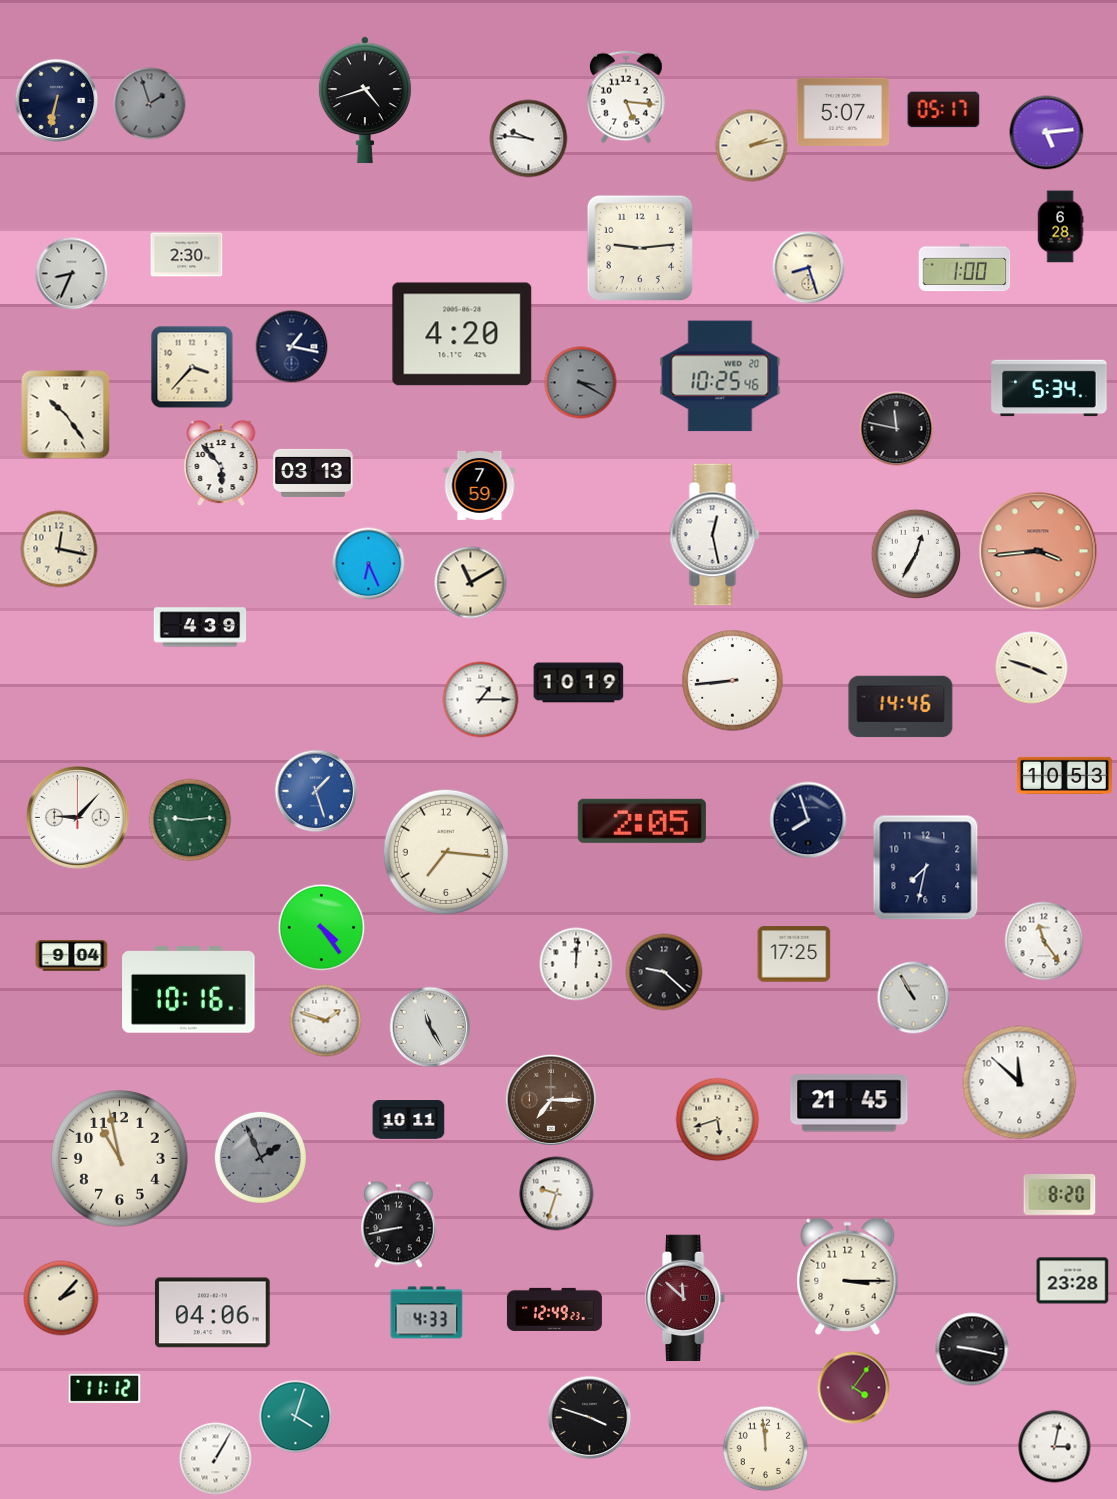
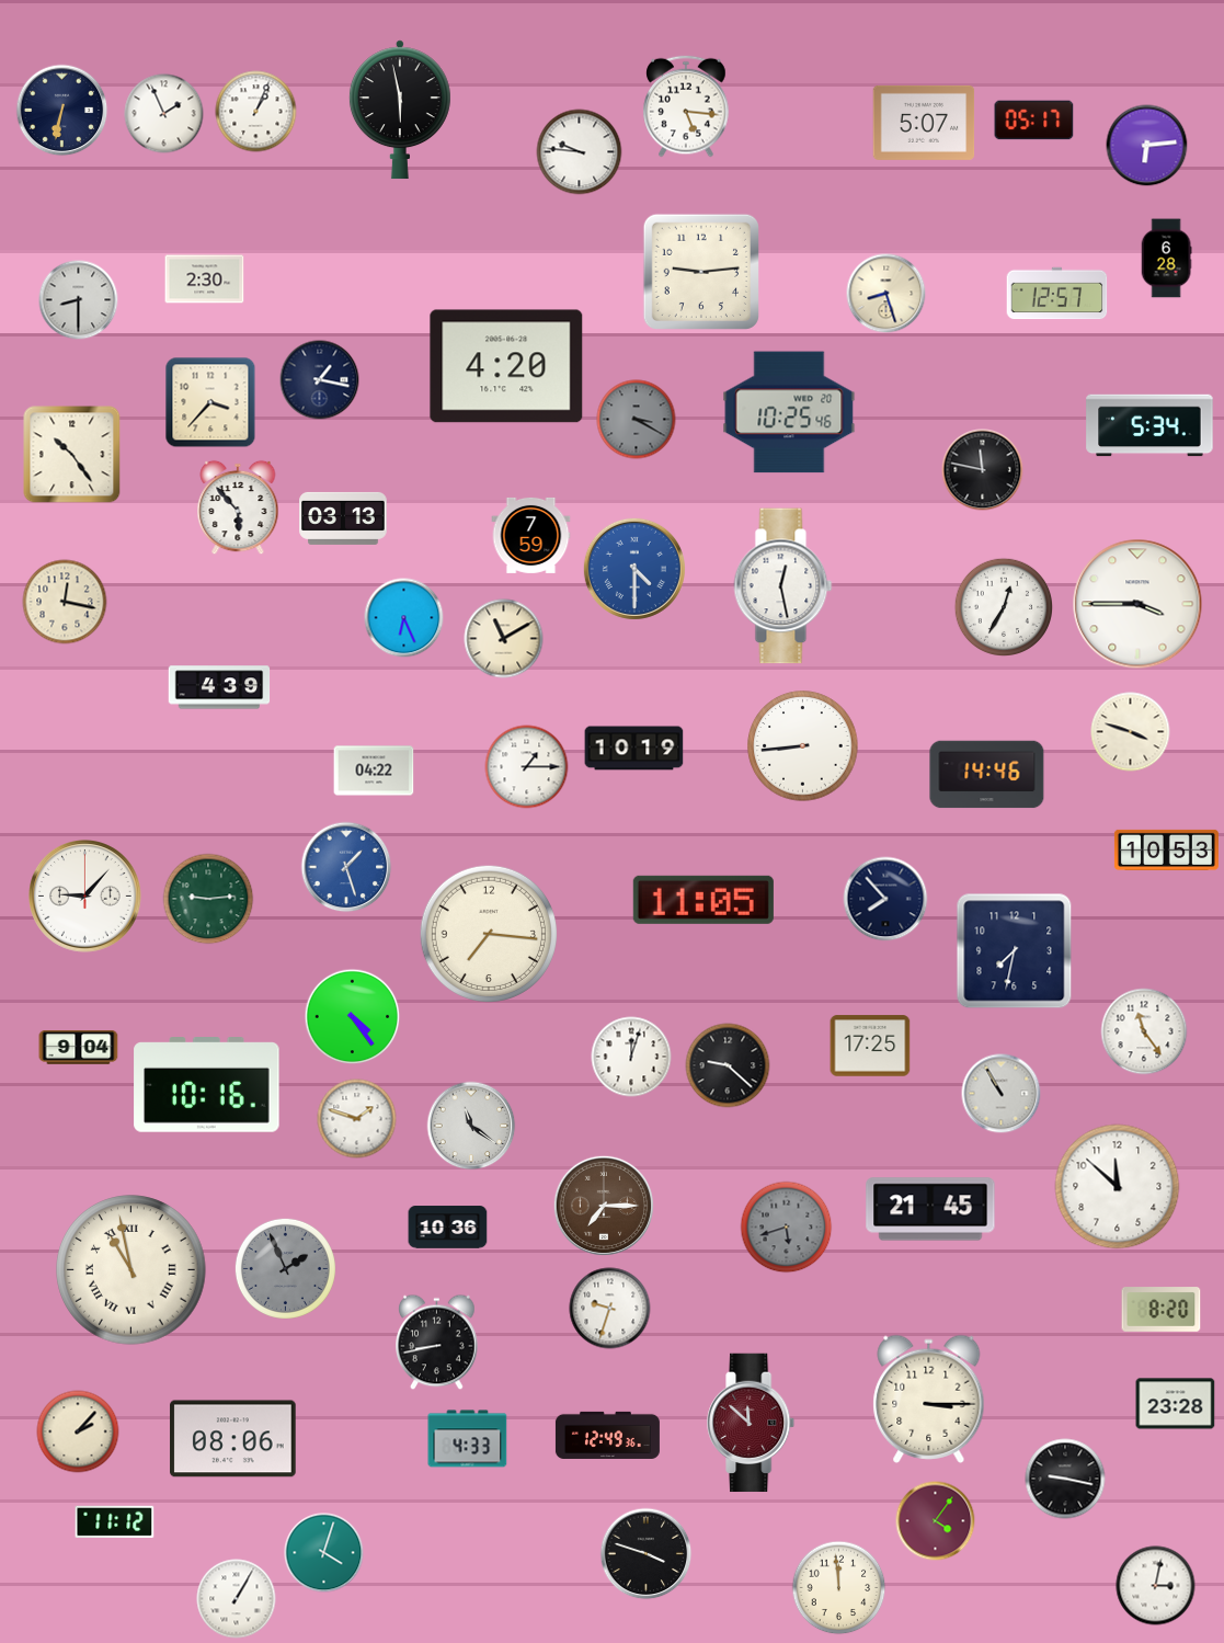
clock at (365, 100): 4:42 -> 5:58
clock at (256, 112): none -> 1:04
clock at (150, 104): 1:57 -> 1:56
clock at (150, 104) dial: grey -> white
clock at (1047, 133): 5:14 -> 6:14
clock at (752, 146): 2:13 -> none
clock at (1060, 227) position: (1060, 227) -> (1166, 259)
clock at (965, 268): 1:00 -> 12:57
clock at (72, 274): 8:34 -> 8:30
clock at (221, 463) position: (221, 463) -> (238, 507)
clock at (480, 485) position: (480, 485) -> (531, 535)
clock at (634, 569): none -> 4:30
clock at (1038, 551): 3:44 -> 3:45
clock at (1038, 551) dial: salmon -> white
clock at (471, 583) position: (471, 583) -> (504, 639)
clock at (374, 771): none -> 04:22
clock at (808, 820): 7:57 -> 7:53
clock at (642, 821): 2:05 -> 11:05
clock at (576, 964): 12:01 -> 12:03
clock at (430, 1027): 11:25 -> 11:21
clock at (409, 1120): 10:11 -> 10:36
clock at (718, 1120) dial: cream -> grey
clock at (120, 1159) numerals: Arabic -> Roman
clock at (61, 1298) position: (61, 1298) -> (78, 1431)
clock at (554, 1309): 12:49:23 -> 12:49:36
clock at (213, 1313): 04:06 -> 08:06
